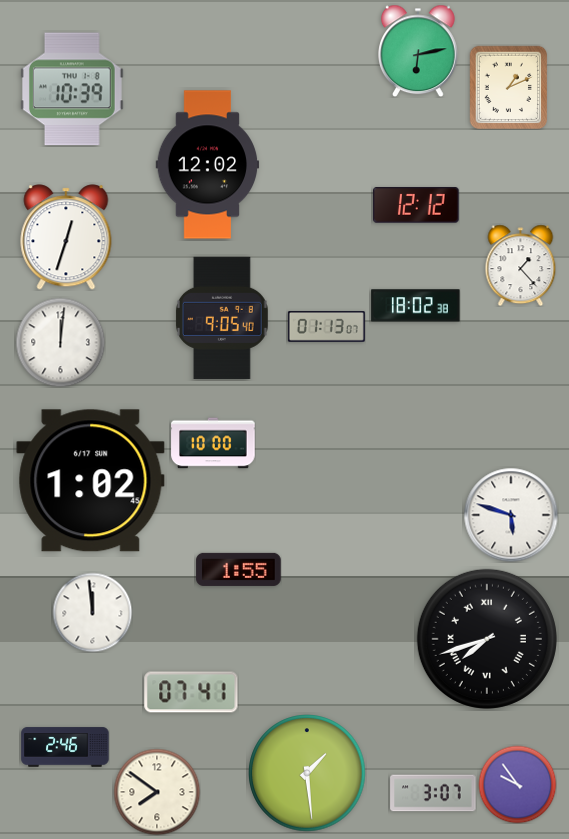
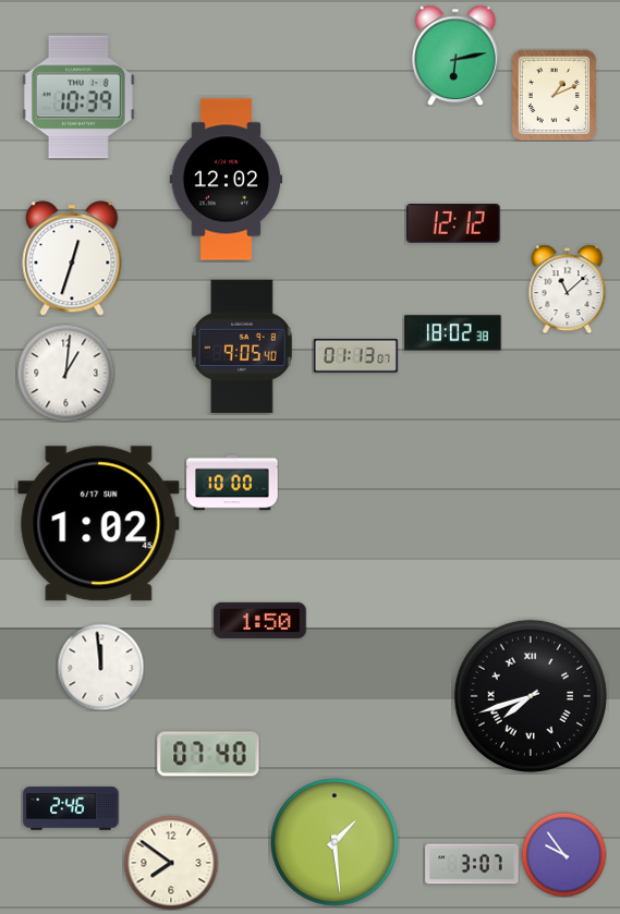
clock at (521, 265): 1:23 -> 11:08
clock at (60, 342): 12:01 -> 1:01
clock at (511, 515): 5:48 -> none
clock at (239, 569): 1:55 -> 1:50
clock at (191, 692): 07:41 -> 07:40
clock at (65, 747) position: (65, 747) -> (71, 808)
